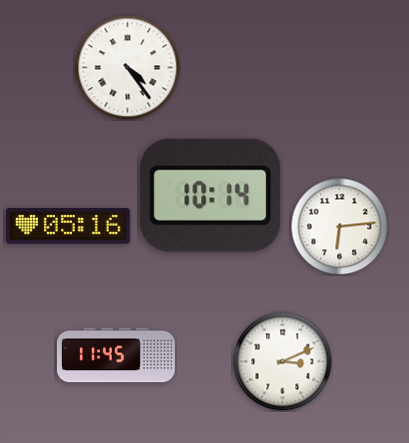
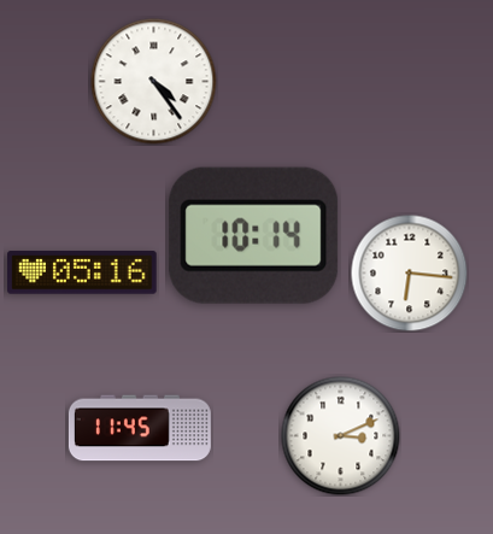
clock at (339, 226): 6:14 -> 6:16
